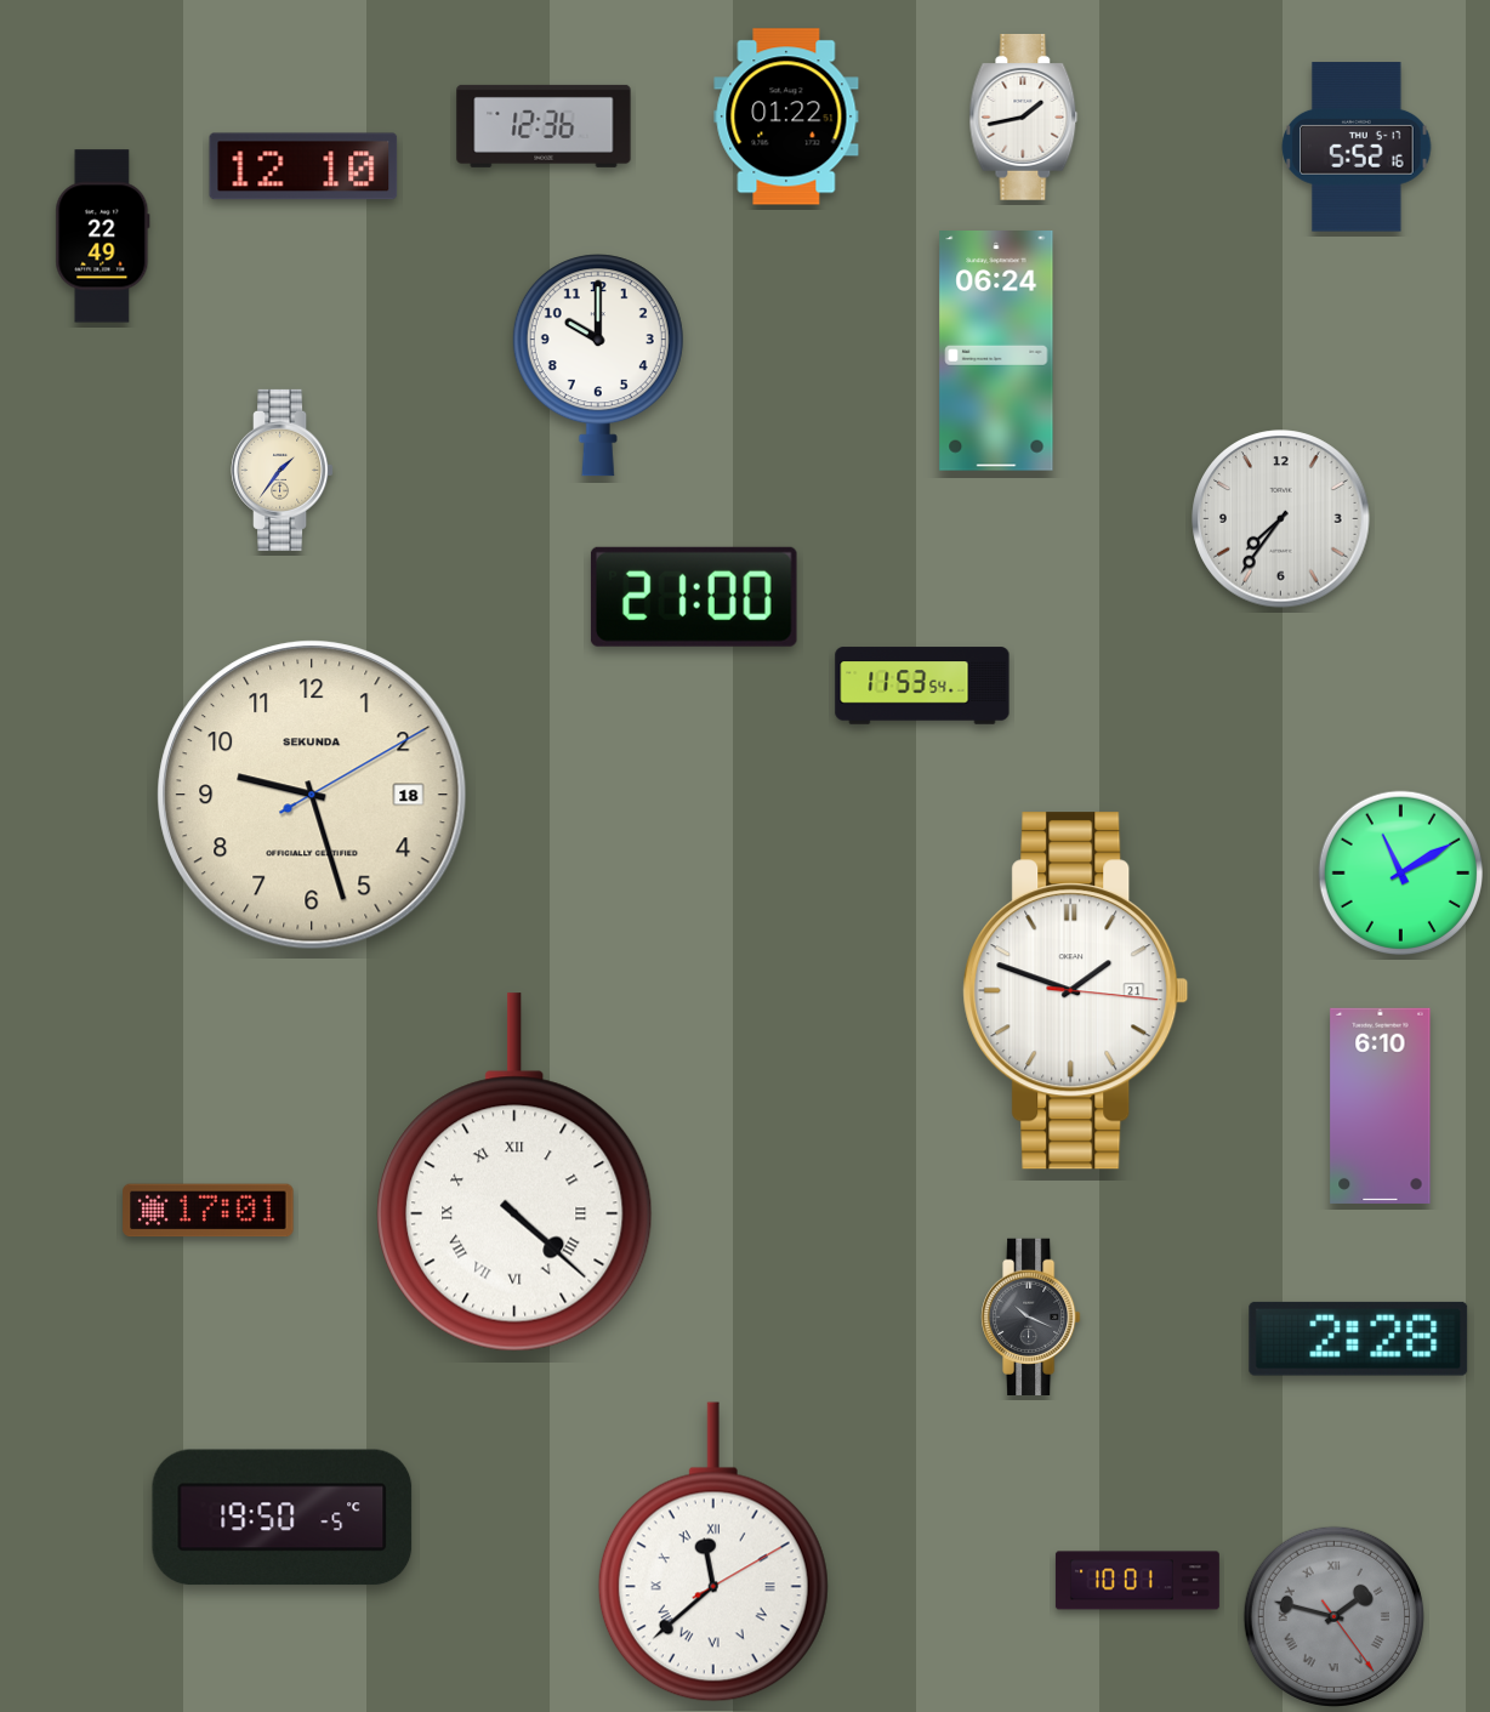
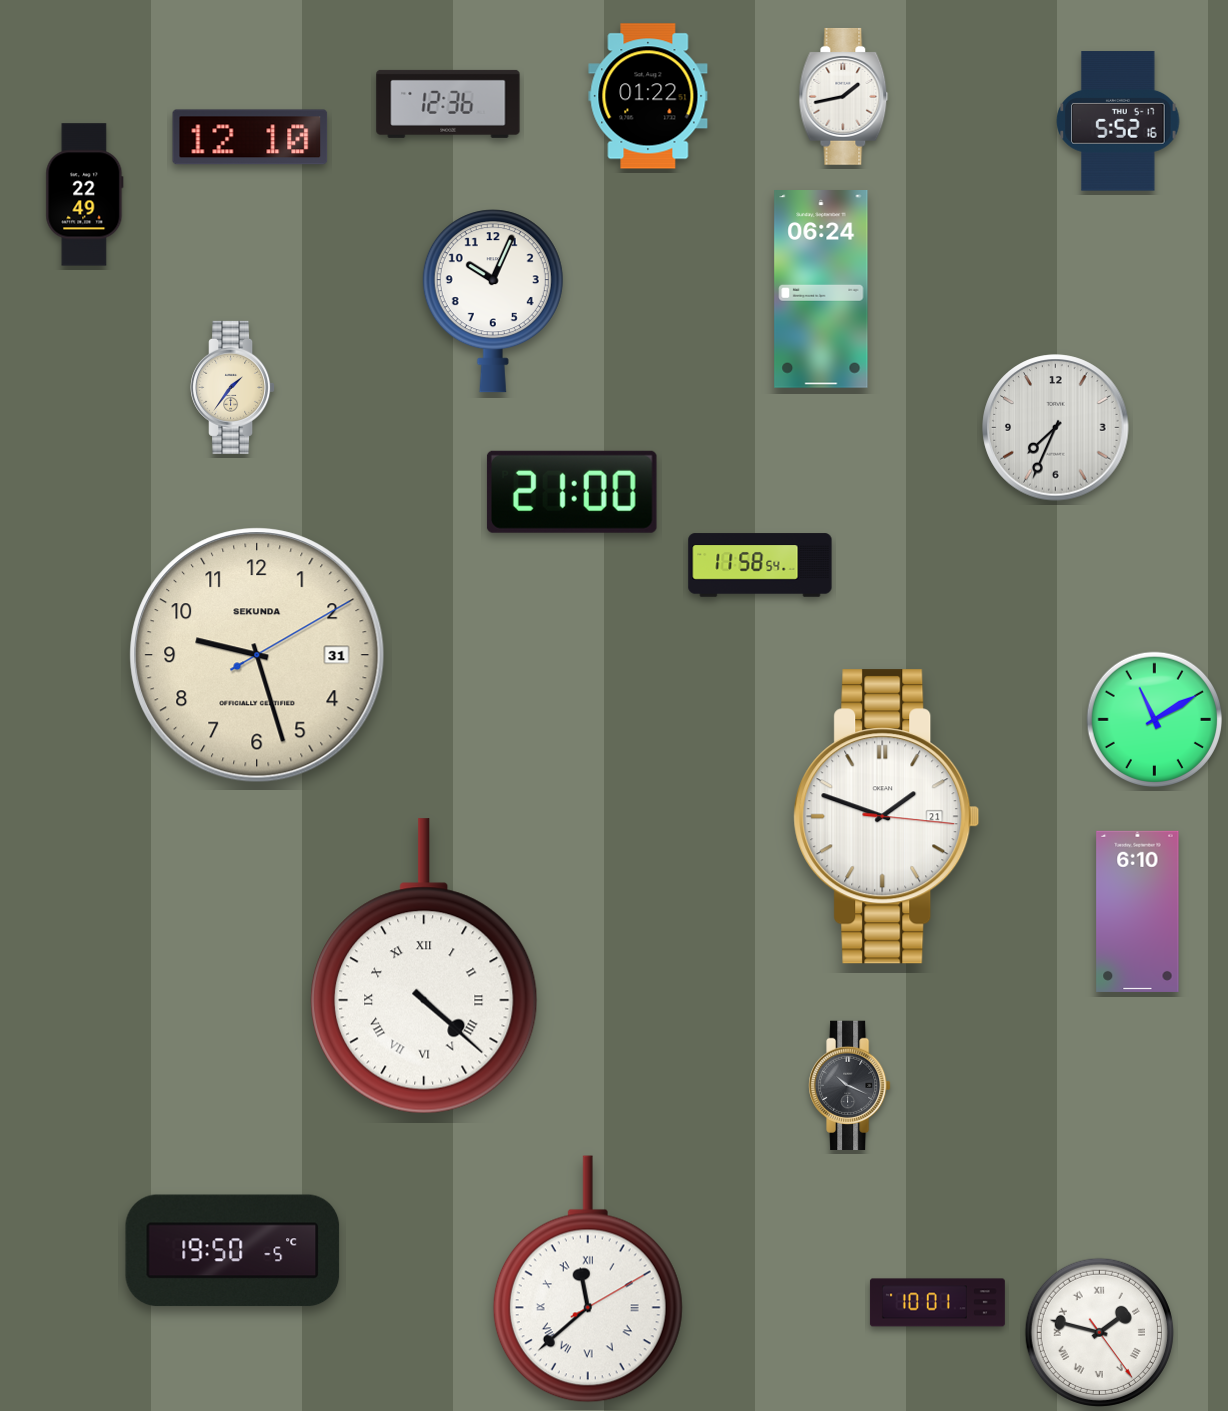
clock at (598, 365): 10:00 -> 10:04
clock at (1281, 519): 7:36 -> 7:34
clock at (922, 686): 11:53 -> 11:58
clock at (312, 795) date: 18 -> 31
clock at (209, 1211): 17:01 -> none
clock at (1359, 1338): 2:28 -> none
clock at (1333, 1616) dial: grey -> white
